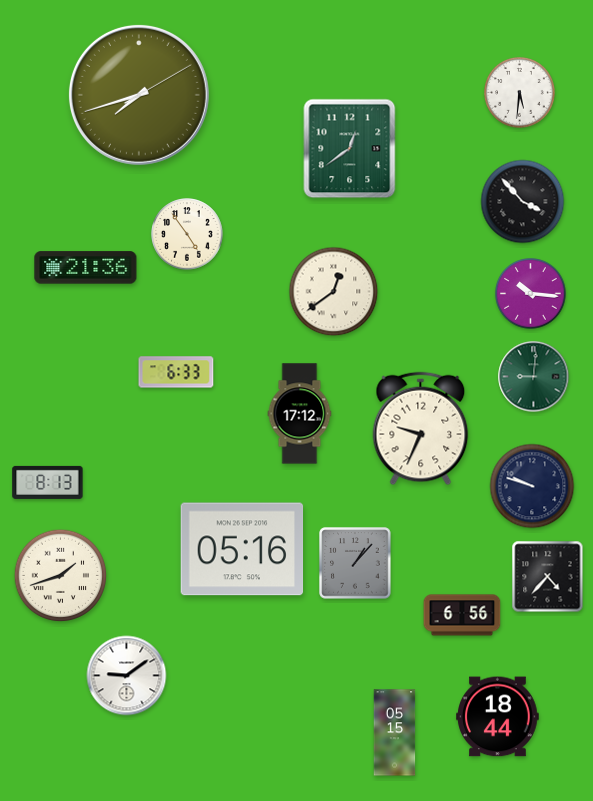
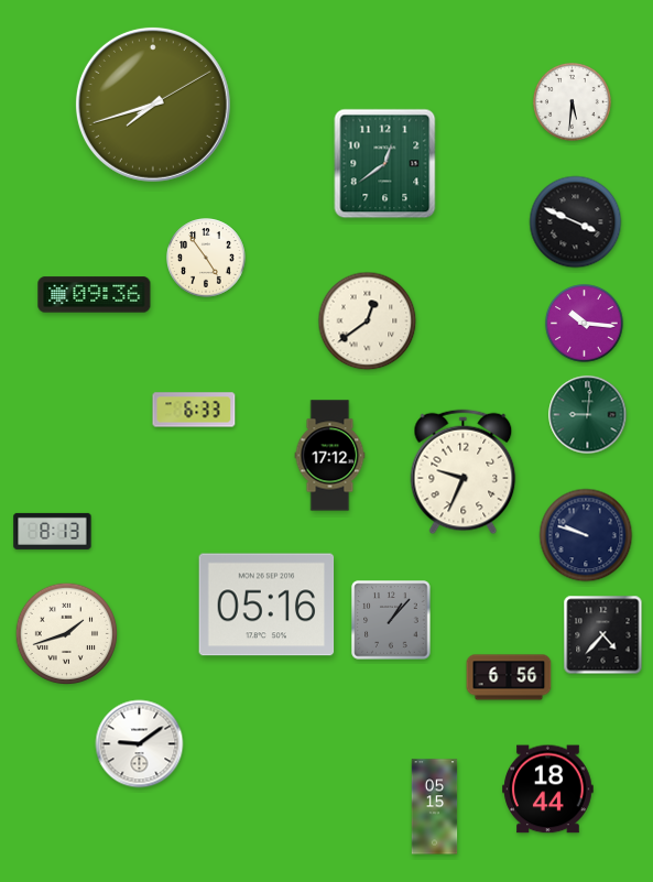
clock at (523, 202): 3:53 -> 3:49
clock at (86, 268): 21:36 -> 09:36
